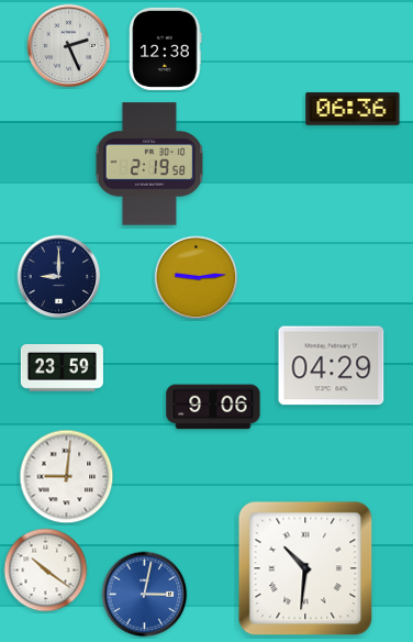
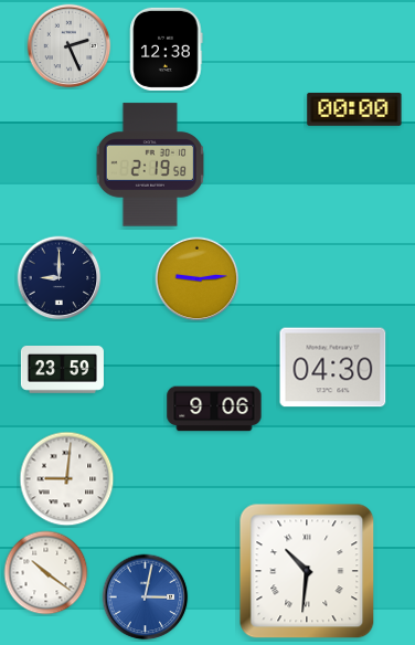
clock at (353, 109): 06:36 -> 00:00
clock at (332, 366): 04:29 -> 04:30
